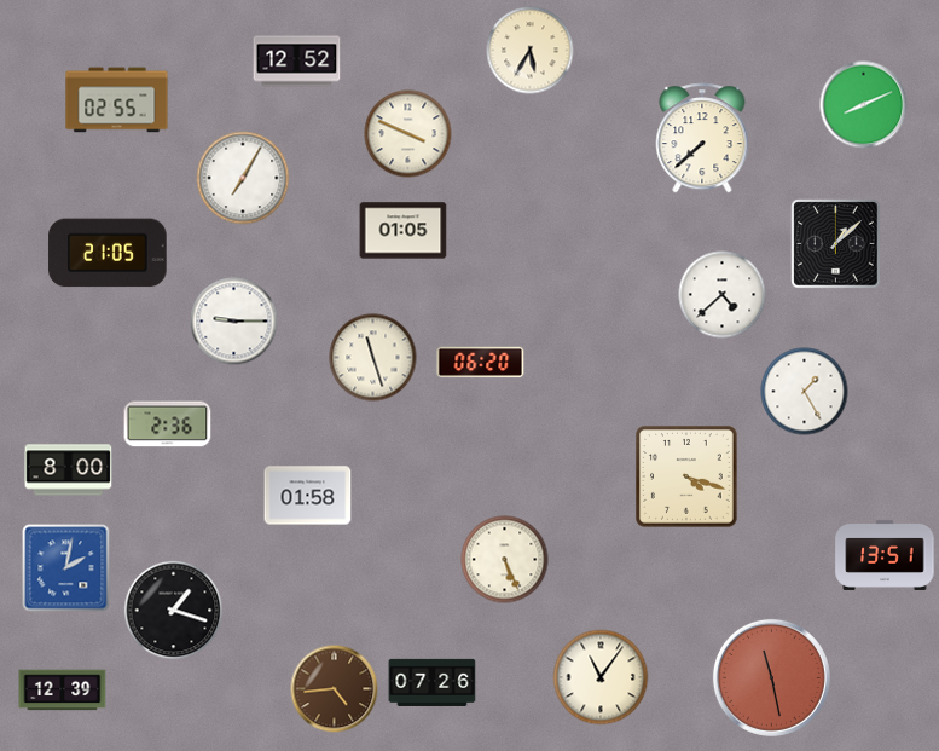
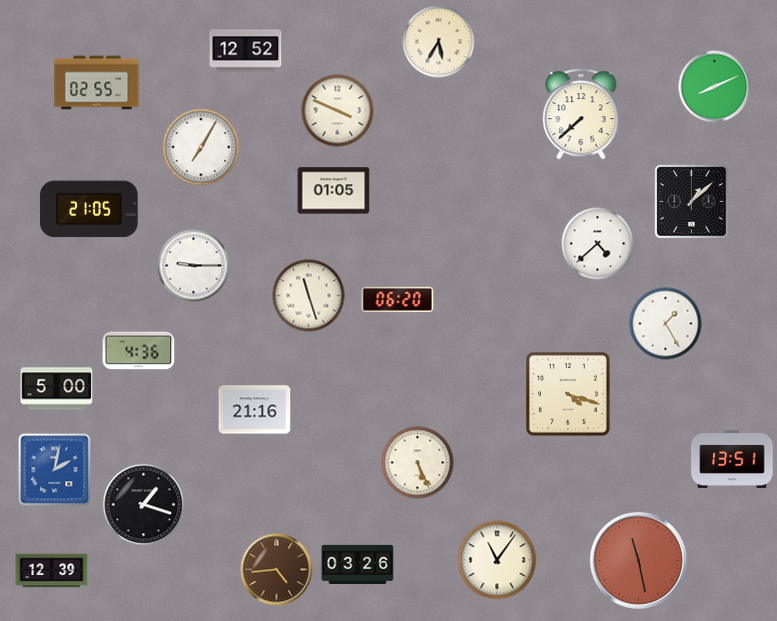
clock at (168, 424): 2:36 -> 4:36
clock at (69, 470): 8:00 -> 5:00
clock at (308, 496): 01:58 -> 21:16
clock at (433, 682): 07:26 -> 03:26
